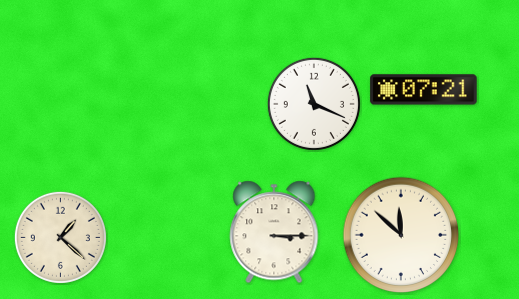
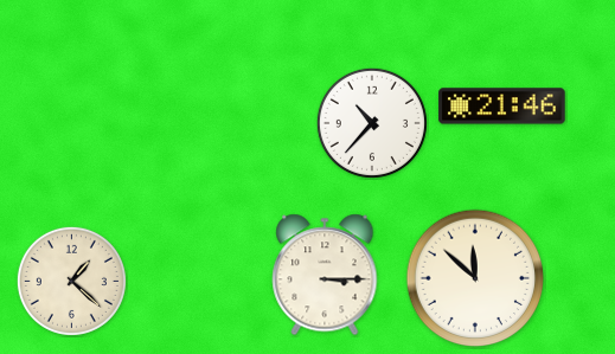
clock at (424, 90): 07:21 -> 21:46
clock at (314, 104): 11:19 -> 10:37
